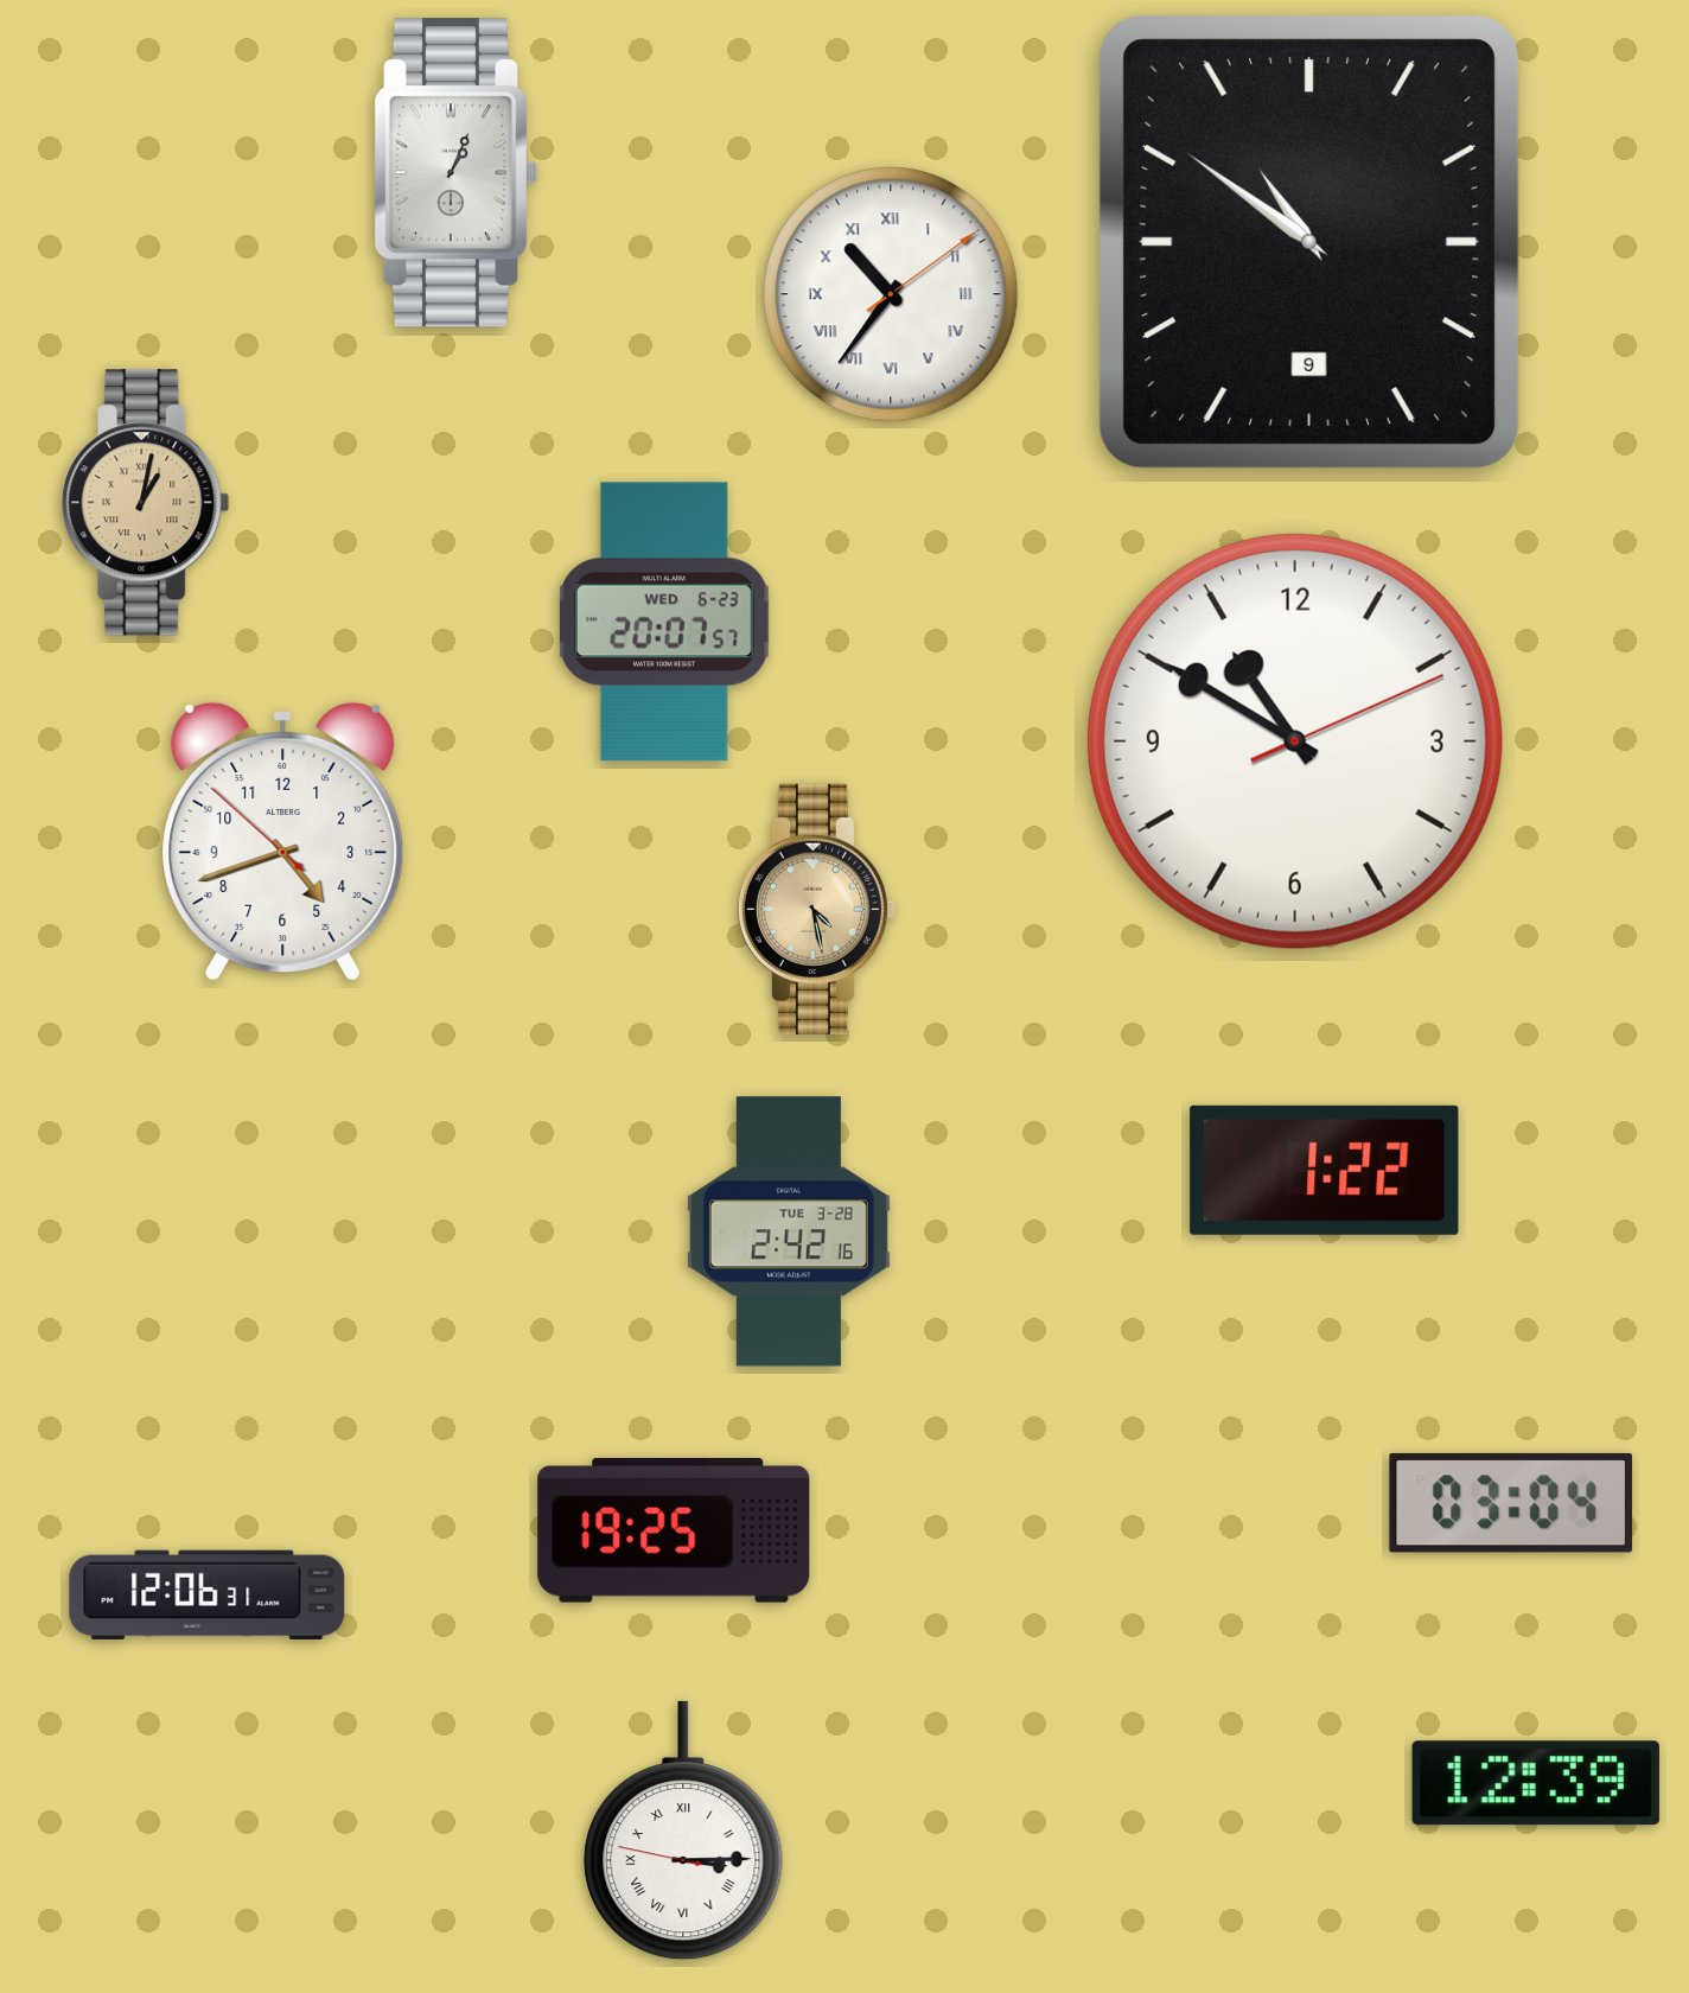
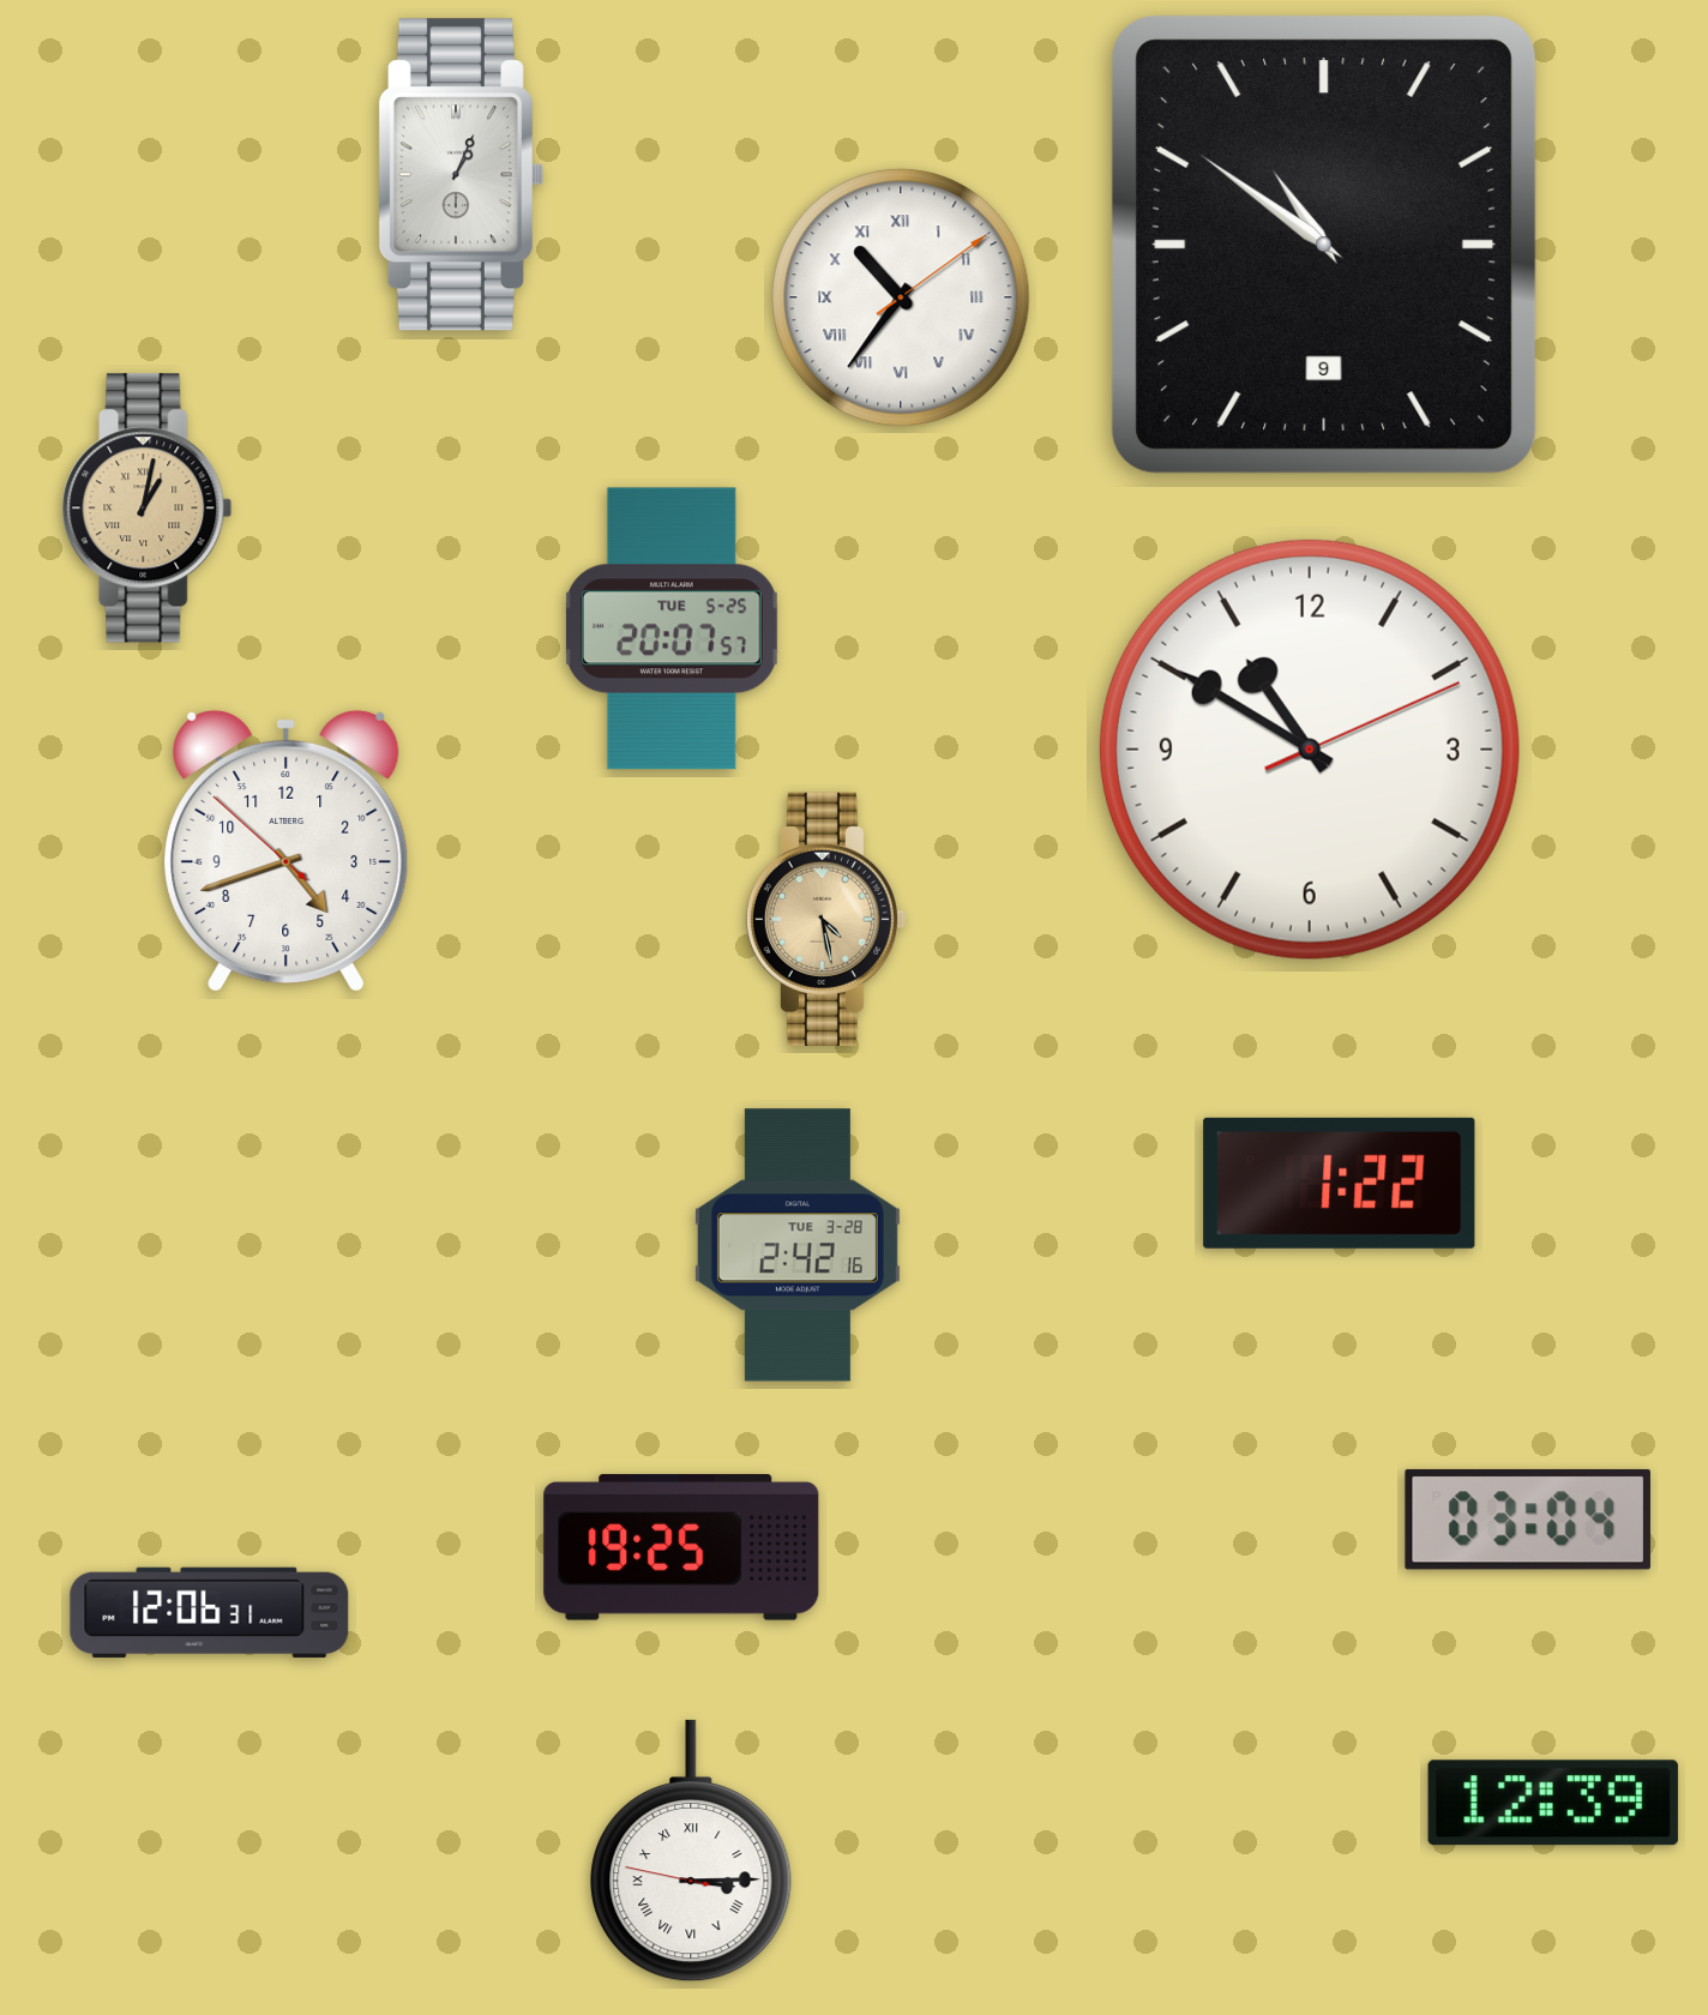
clock at (664, 622) date: WED 6-23 -> TUE 5-25
